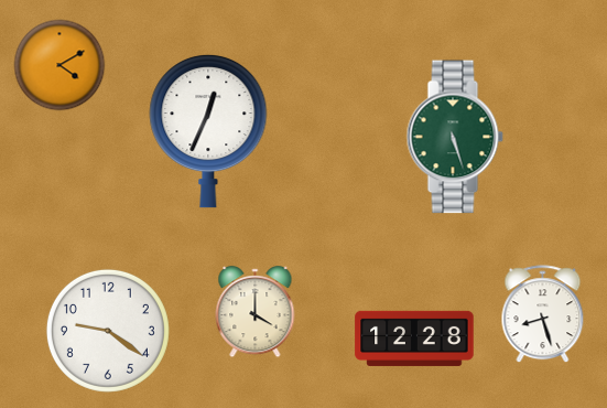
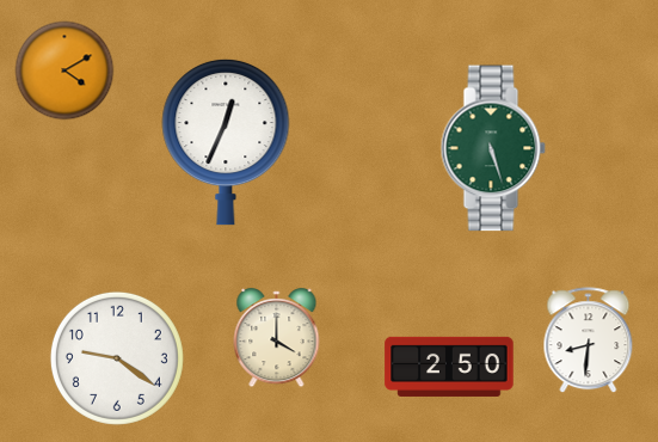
clock at (543, 314): 8:27 -> 8:31
clock at (414, 339): 12:28 -> 2:50
